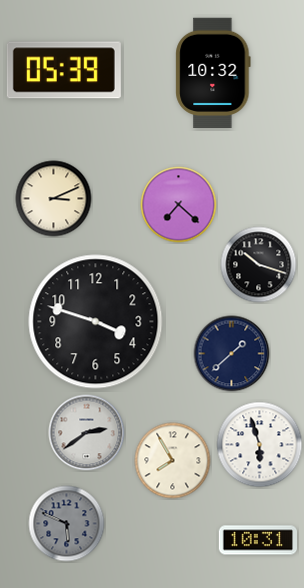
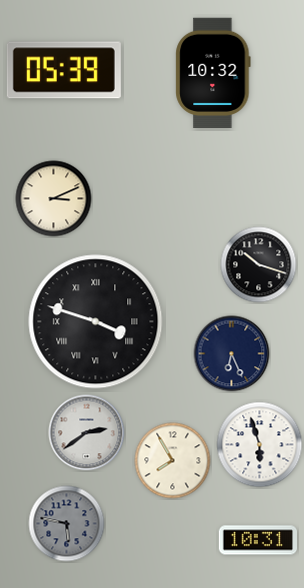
clock at (179, 205): 7:22 -> none
clock at (96, 322) numerals: Arabic -> Roman
clock at (232, 354): 1:38 -> 6:26
clock at (67, 524): 5:49 -> 5:47
